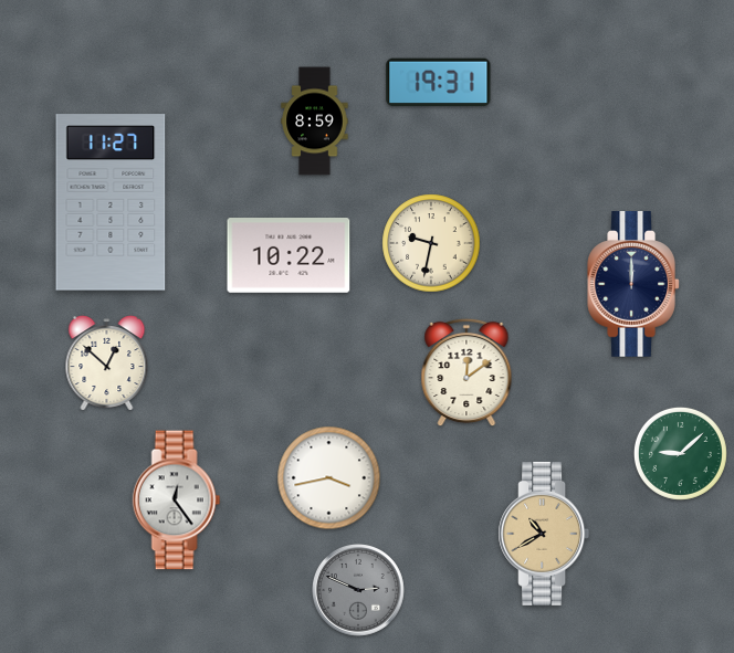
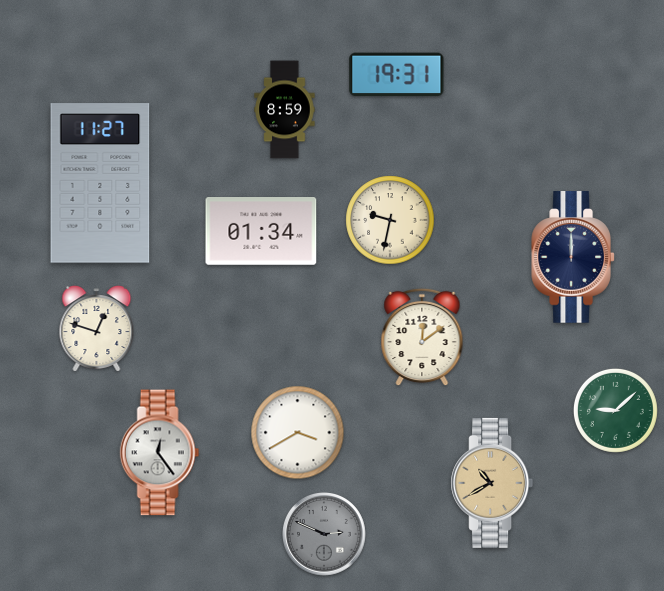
clock at (289, 255): 10:22 -> 01:34
clock at (107, 364): 12:52 -> 12:48
clock at (329, 478): 3:43 -> 3:40
